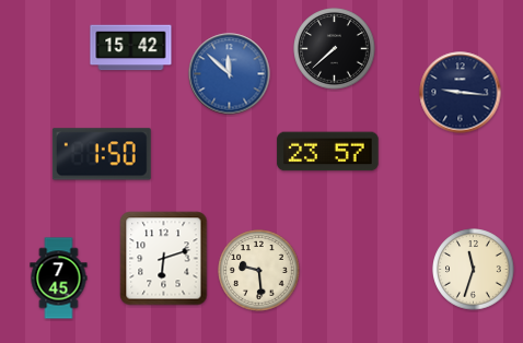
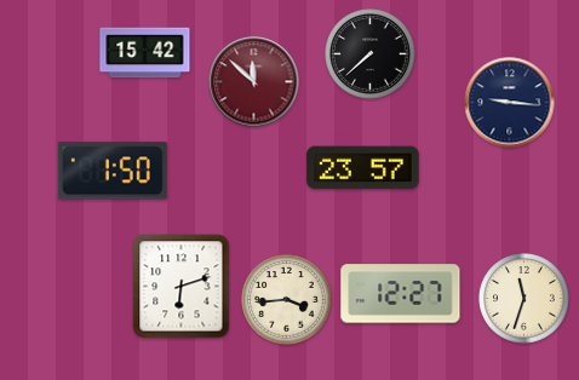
clock at (230, 74) dial: blue -> burgundy
clock at (401, 294): none -> 12:27
clock at (259, 271): 9:29 -> 3:44
clock at (59, 279): 7:45 -> none
